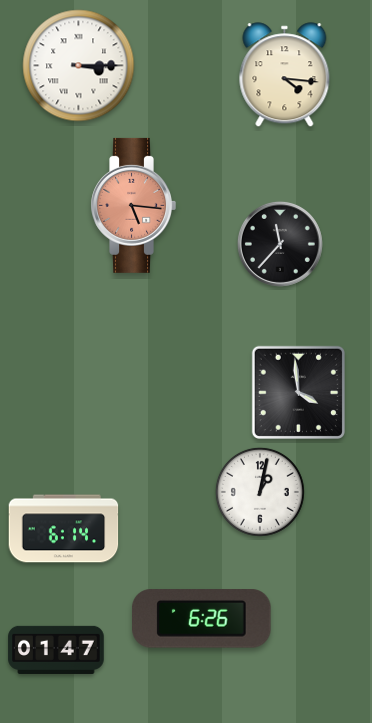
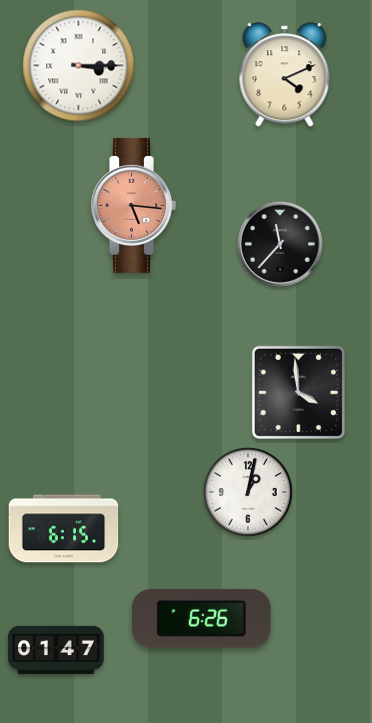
clock at (285, 75): 4:16 -> 4:11
clock at (260, 492) position: (260, 492) -> (248, 492)
clock at (64, 529): 6:14 -> 6:15
